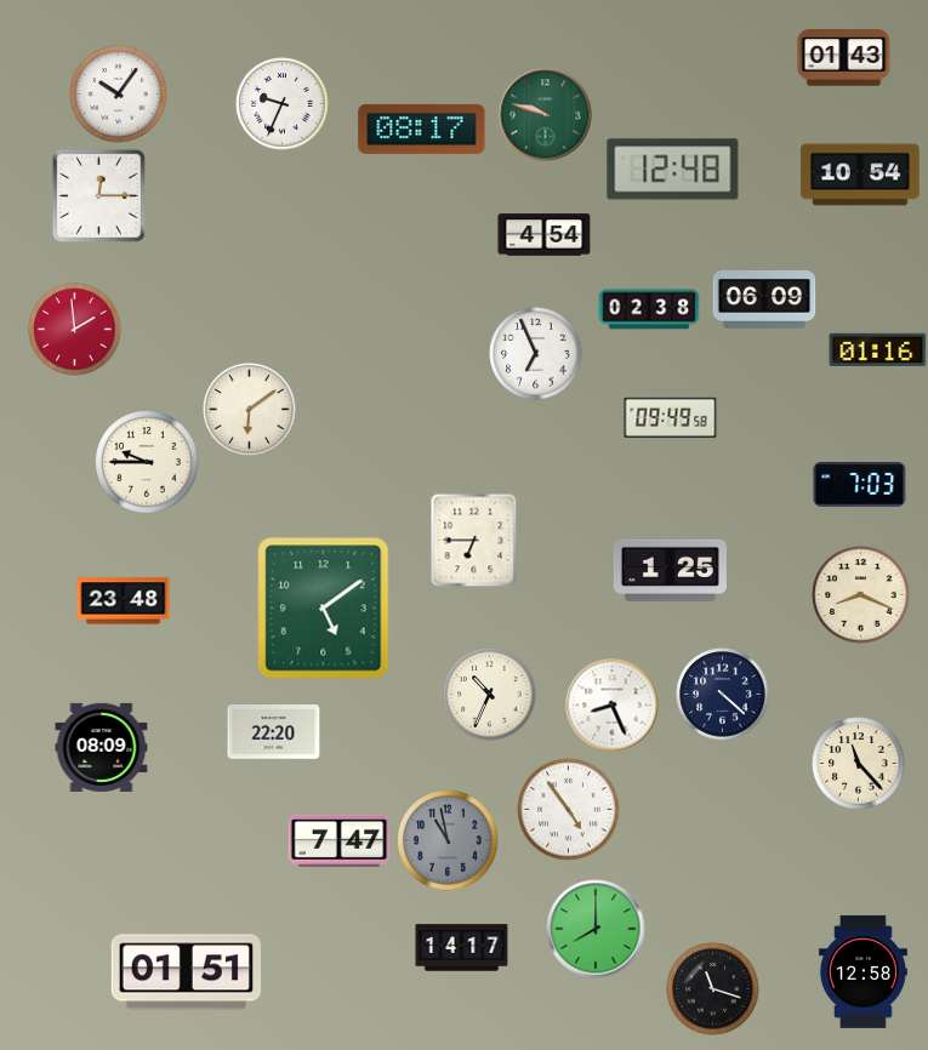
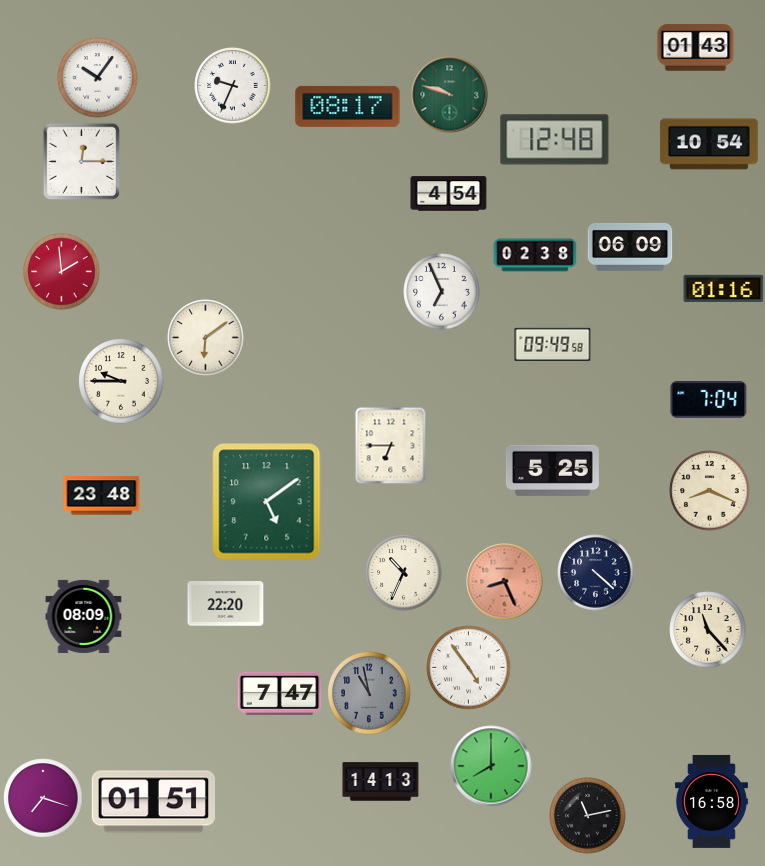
clock at (860, 484): 7:03 -> 7:04
clock at (670, 570): 1:25 -> 5:25
clock at (613, 706) dial: white -> salmon
clock at (462, 948): 14:17 -> 14:13
clock at (43, 798): none -> 7:18
clock at (862, 971): 12:58 -> 16:58
clock at (713, 989): 11:18 -> 11:13
